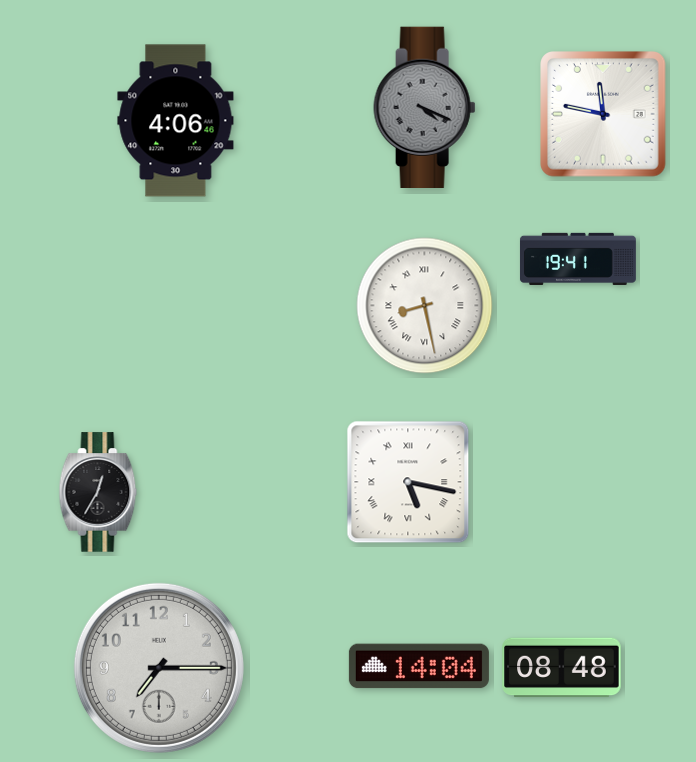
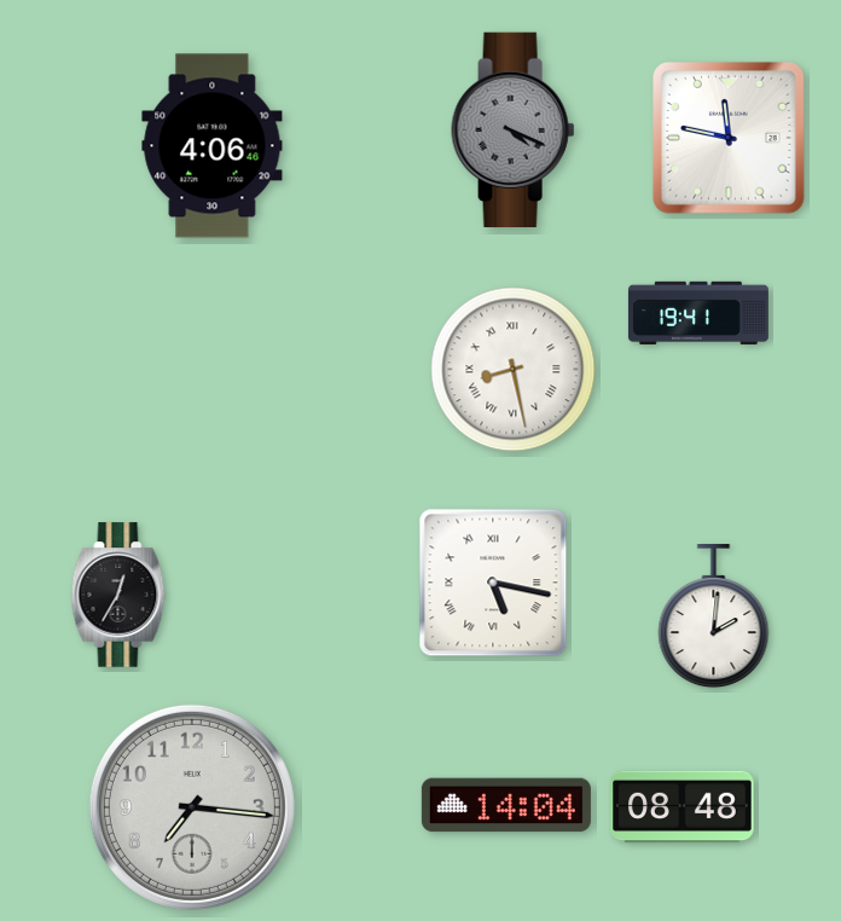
clock at (714, 616): none -> 2:01
clock at (159, 668): 7:15 -> 7:16
clock at (562, 668) position: (562, 668) -> (683, 807)
